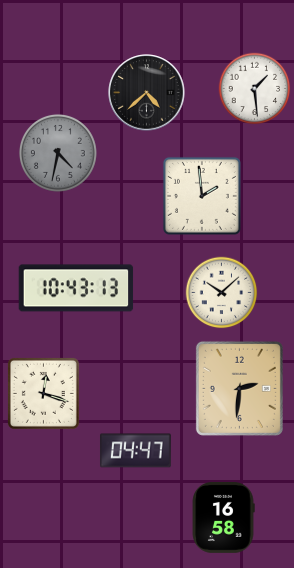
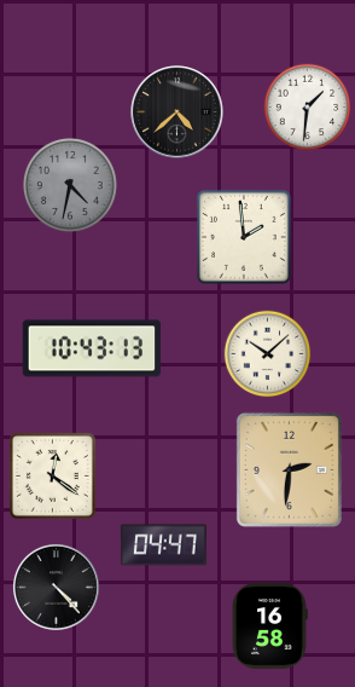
clock at (255, 89): 1:29 -> 1:31
clock at (43, 393): 12:18 -> 12:21
clock at (56, 587): none -> 4:23
